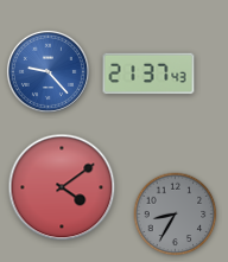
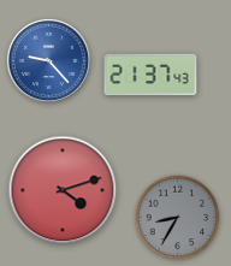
clock at (47, 71) position: (47, 71) -> (48, 60)
clock at (62, 187): 4:09 -> 4:12
